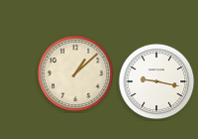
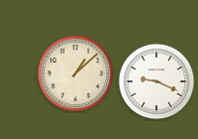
clock at (157, 82): 9:17 -> 9:19
